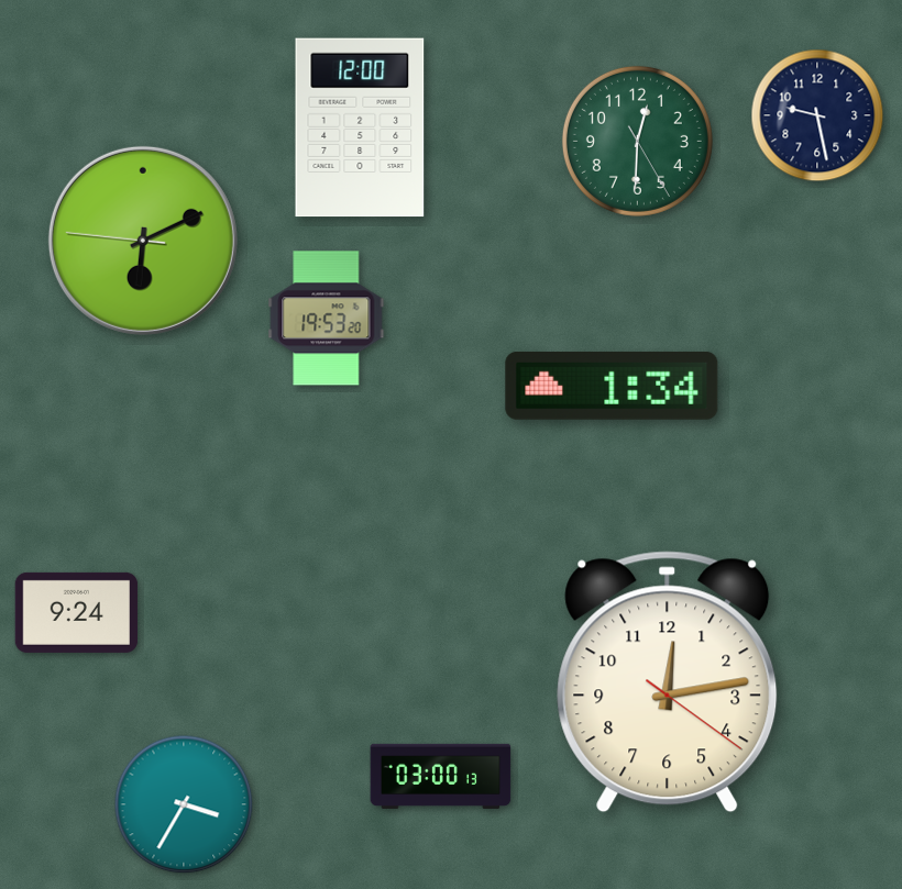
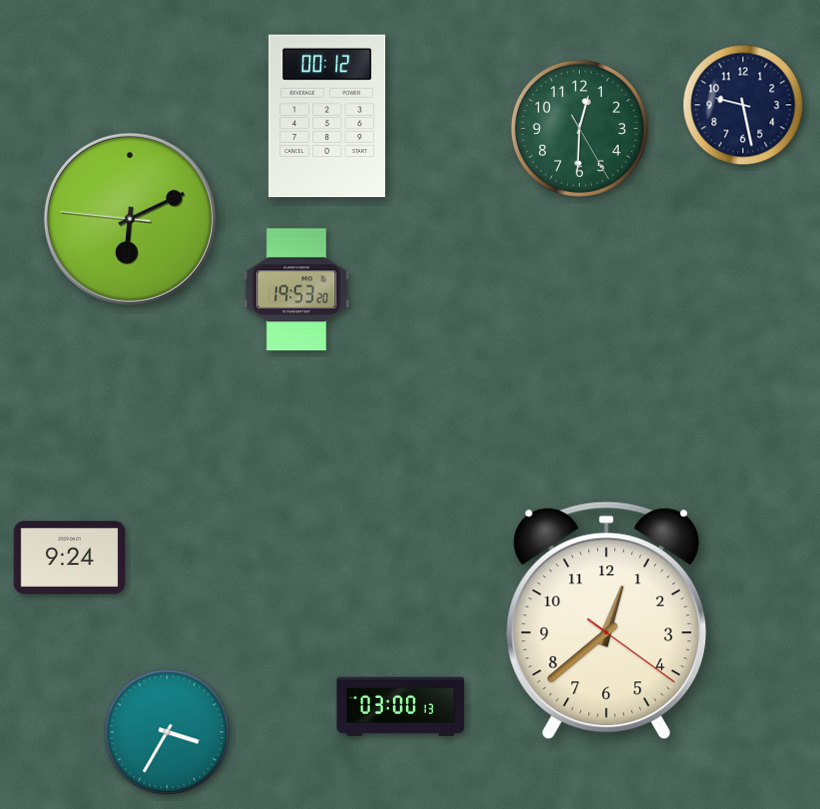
clock at (360, 127): 12:00 -> 00:12
clock at (612, 386): 1:34 -> none
clock at (668, 682): 12:13 -> 12:38
